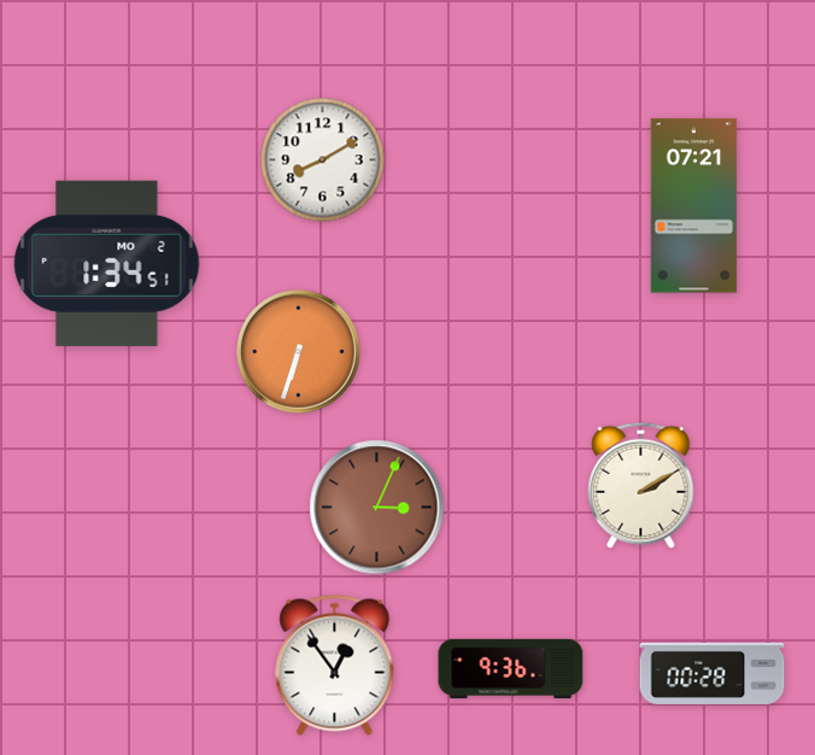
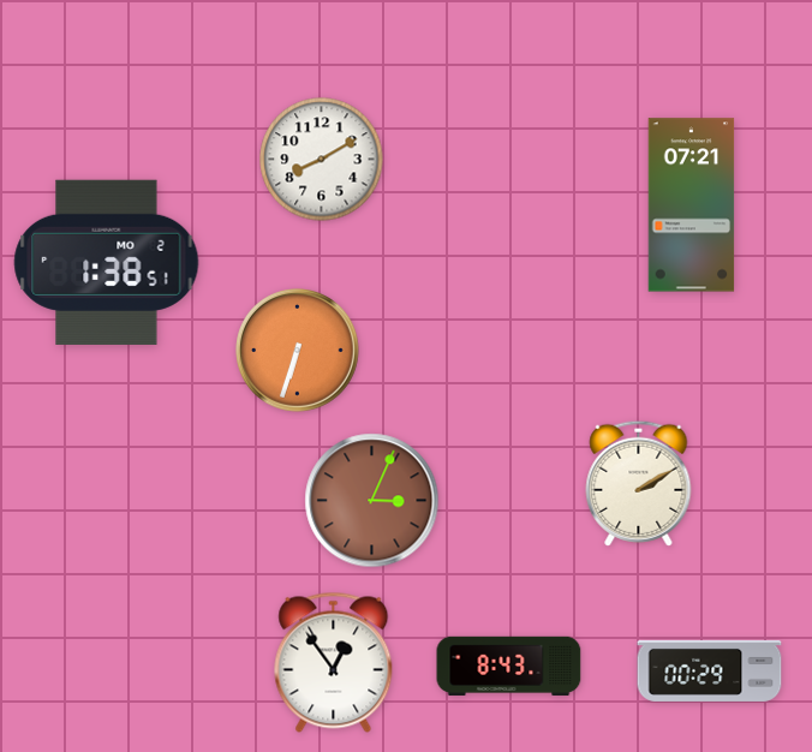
clock at (107, 263): 1:34 -> 1:38
clock at (377, 508) position: (377, 508) -> (372, 501)
clock at (511, 668): 9:36 -> 8:43
clock at (713, 673): 00:28 -> 00:29
